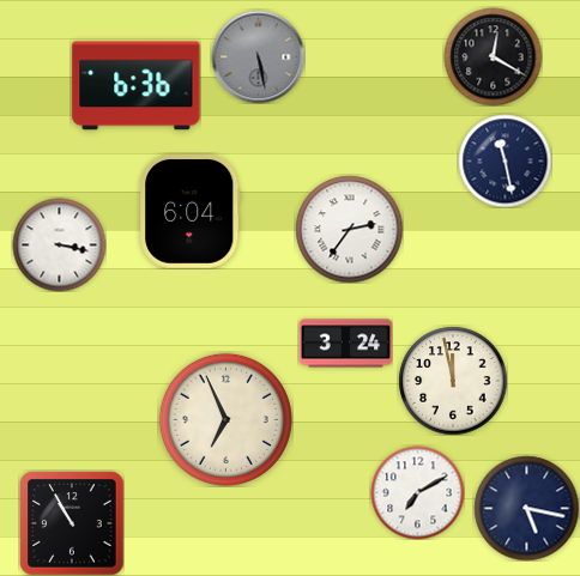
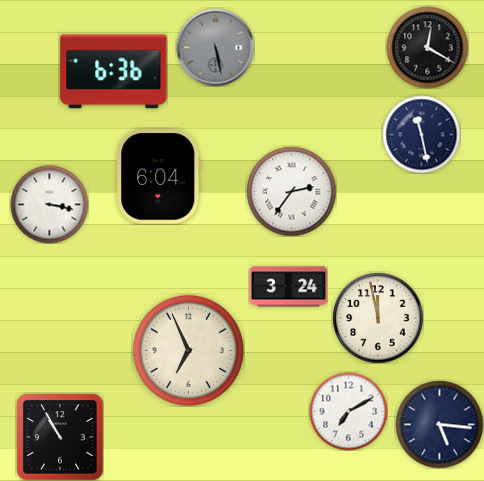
clock at (493, 56) position: (493, 56) -> (427, 47)
clock at (526, 508): 5:17 -> 5:16
